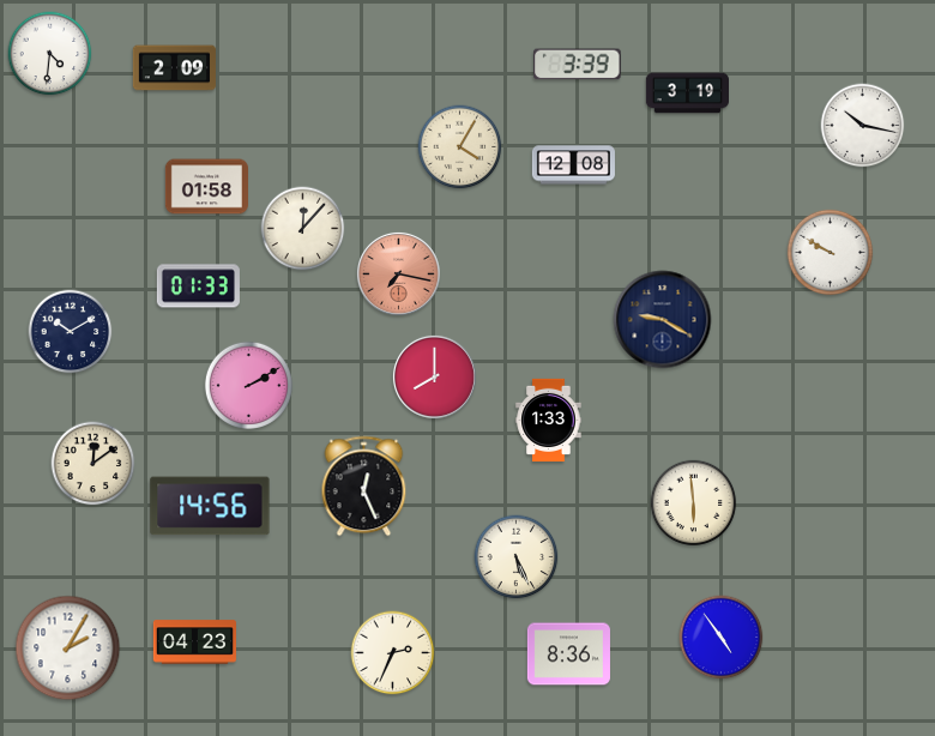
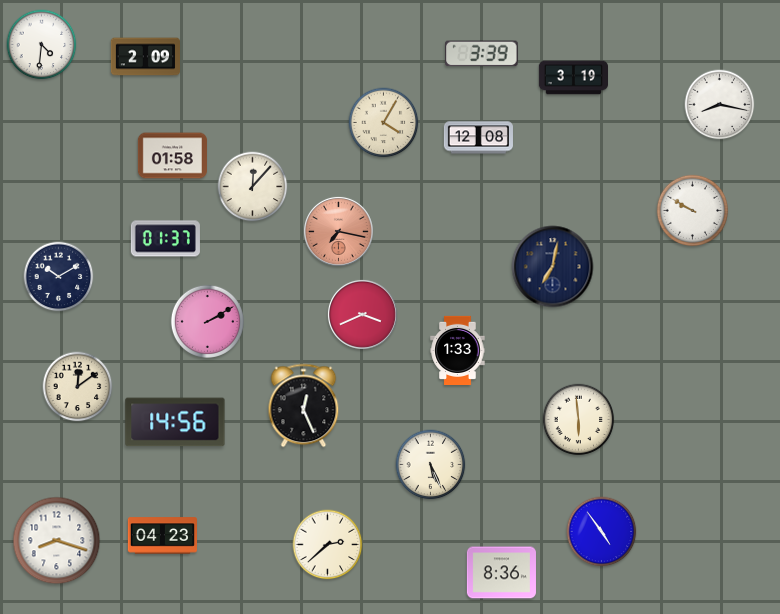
clock at (863, 126): 10:17 -> 8:17
clock at (303, 229) position: (303, 229) -> (253, 187)
clock at (398, 273) position: (398, 273) -> (338, 231)
clock at (198, 286): 01:33 -> 01:37
clock at (663, 320): 9:20 -> 7:02
clock at (434, 376): 8:00 -> 3:41
clock at (68, 648): 2:05 -> 8:18
clock at (393, 653): 2:34 -> 2:38
clock at (568, 654) position: (568, 654) -> (501, 573)
